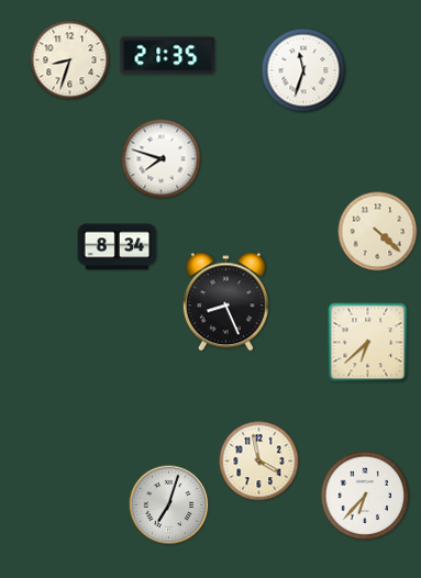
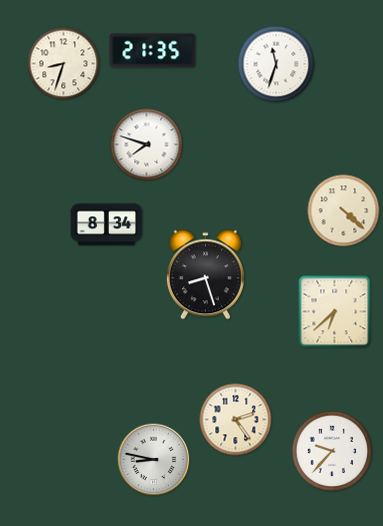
clock at (70, 60) position: (70, 60) -> (64, 64)
clock at (225, 302): 8:26 -> 8:27
clock at (259, 462): 3:58 -> 2:24
clock at (365, 496): 6:37 -> 9:37
clock at (169, 505): 7:03 -> 8:47
